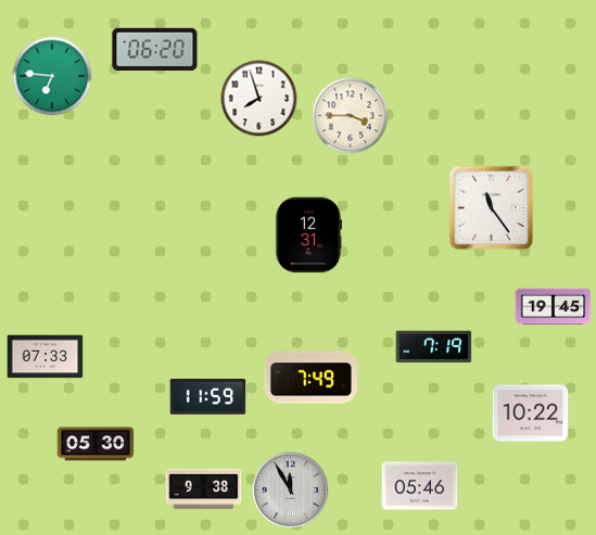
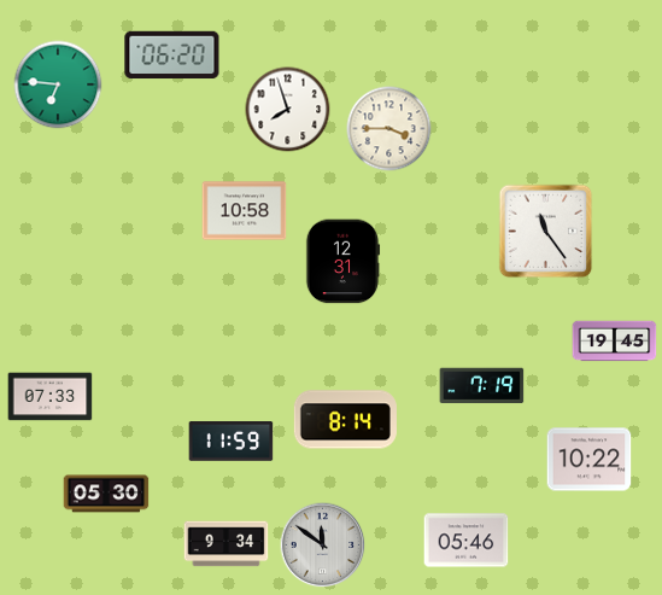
clock at (245, 211): none -> 10:58
clock at (310, 378): 7:49 -> 8:14
clock at (204, 489): 9:38 -> 9:34
clock at (291, 491): 11:55 -> 11:51
